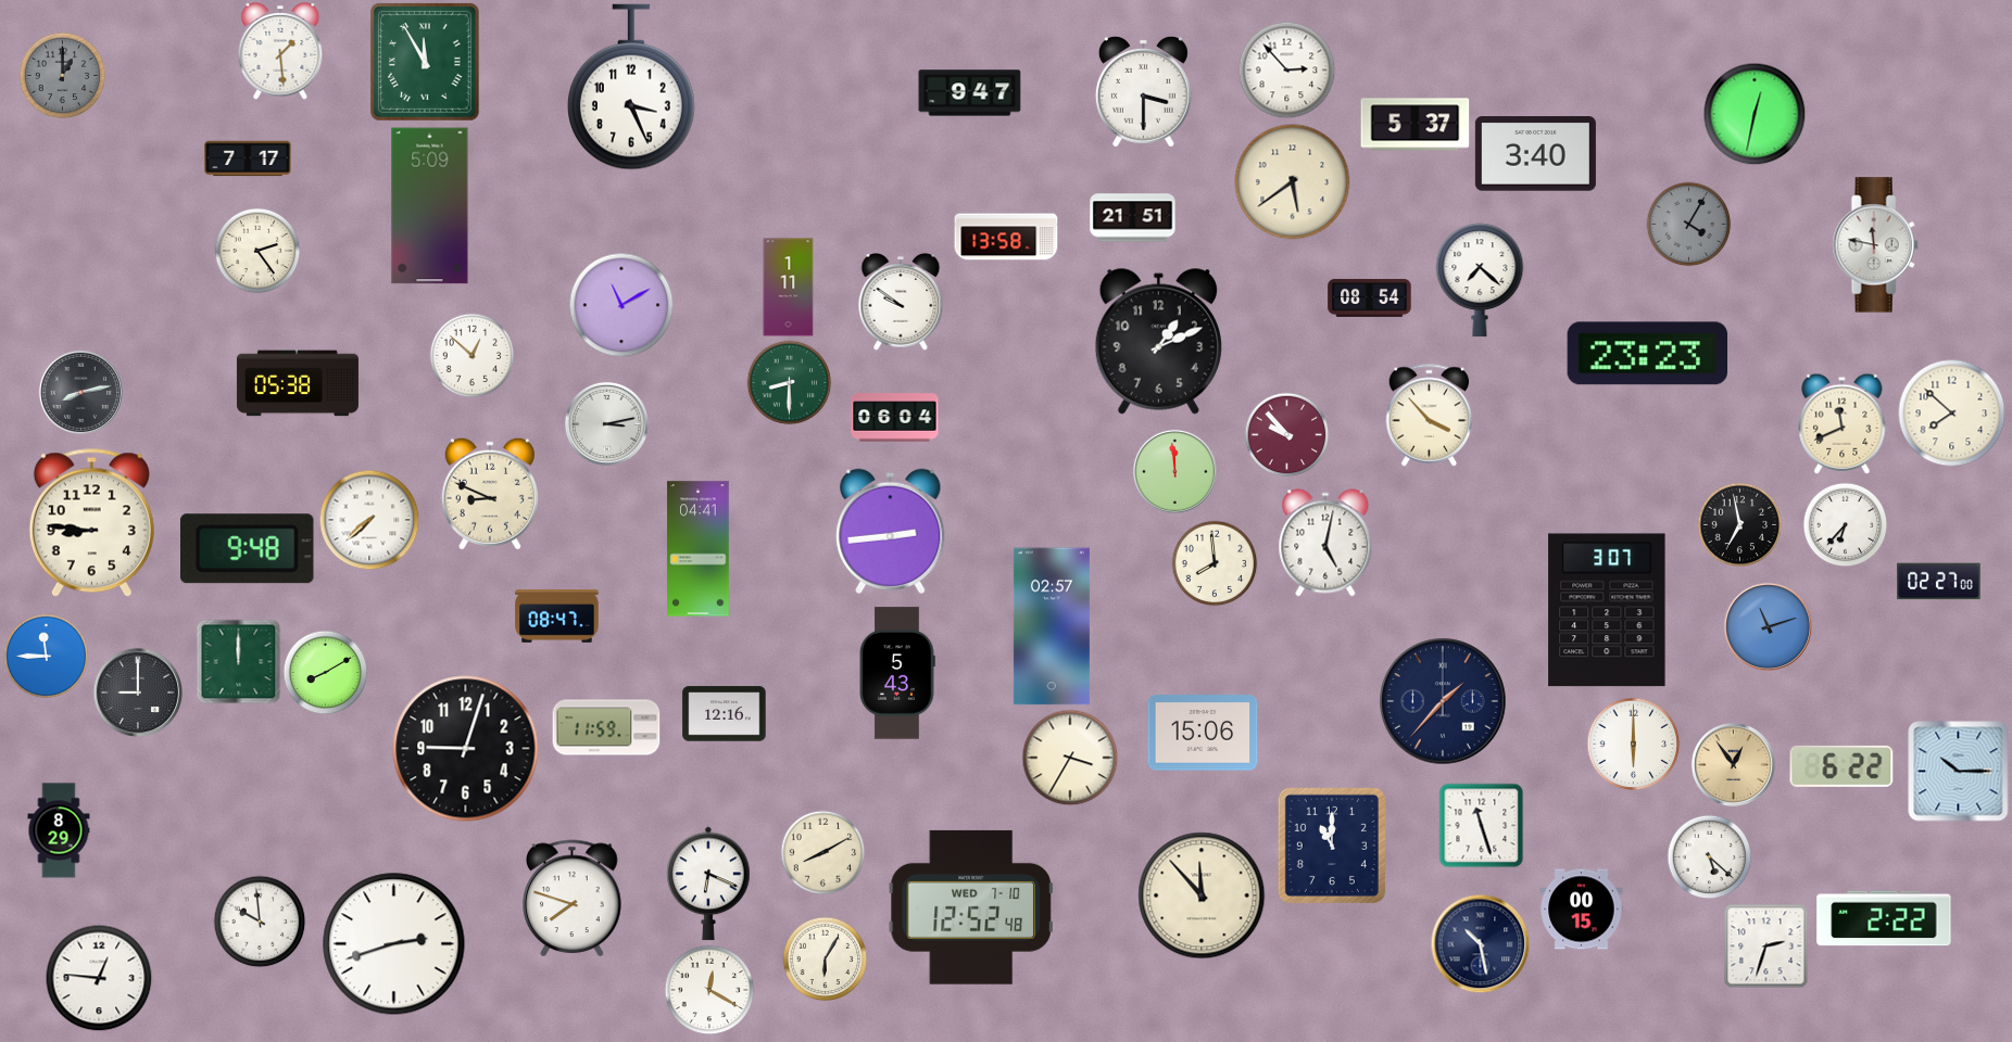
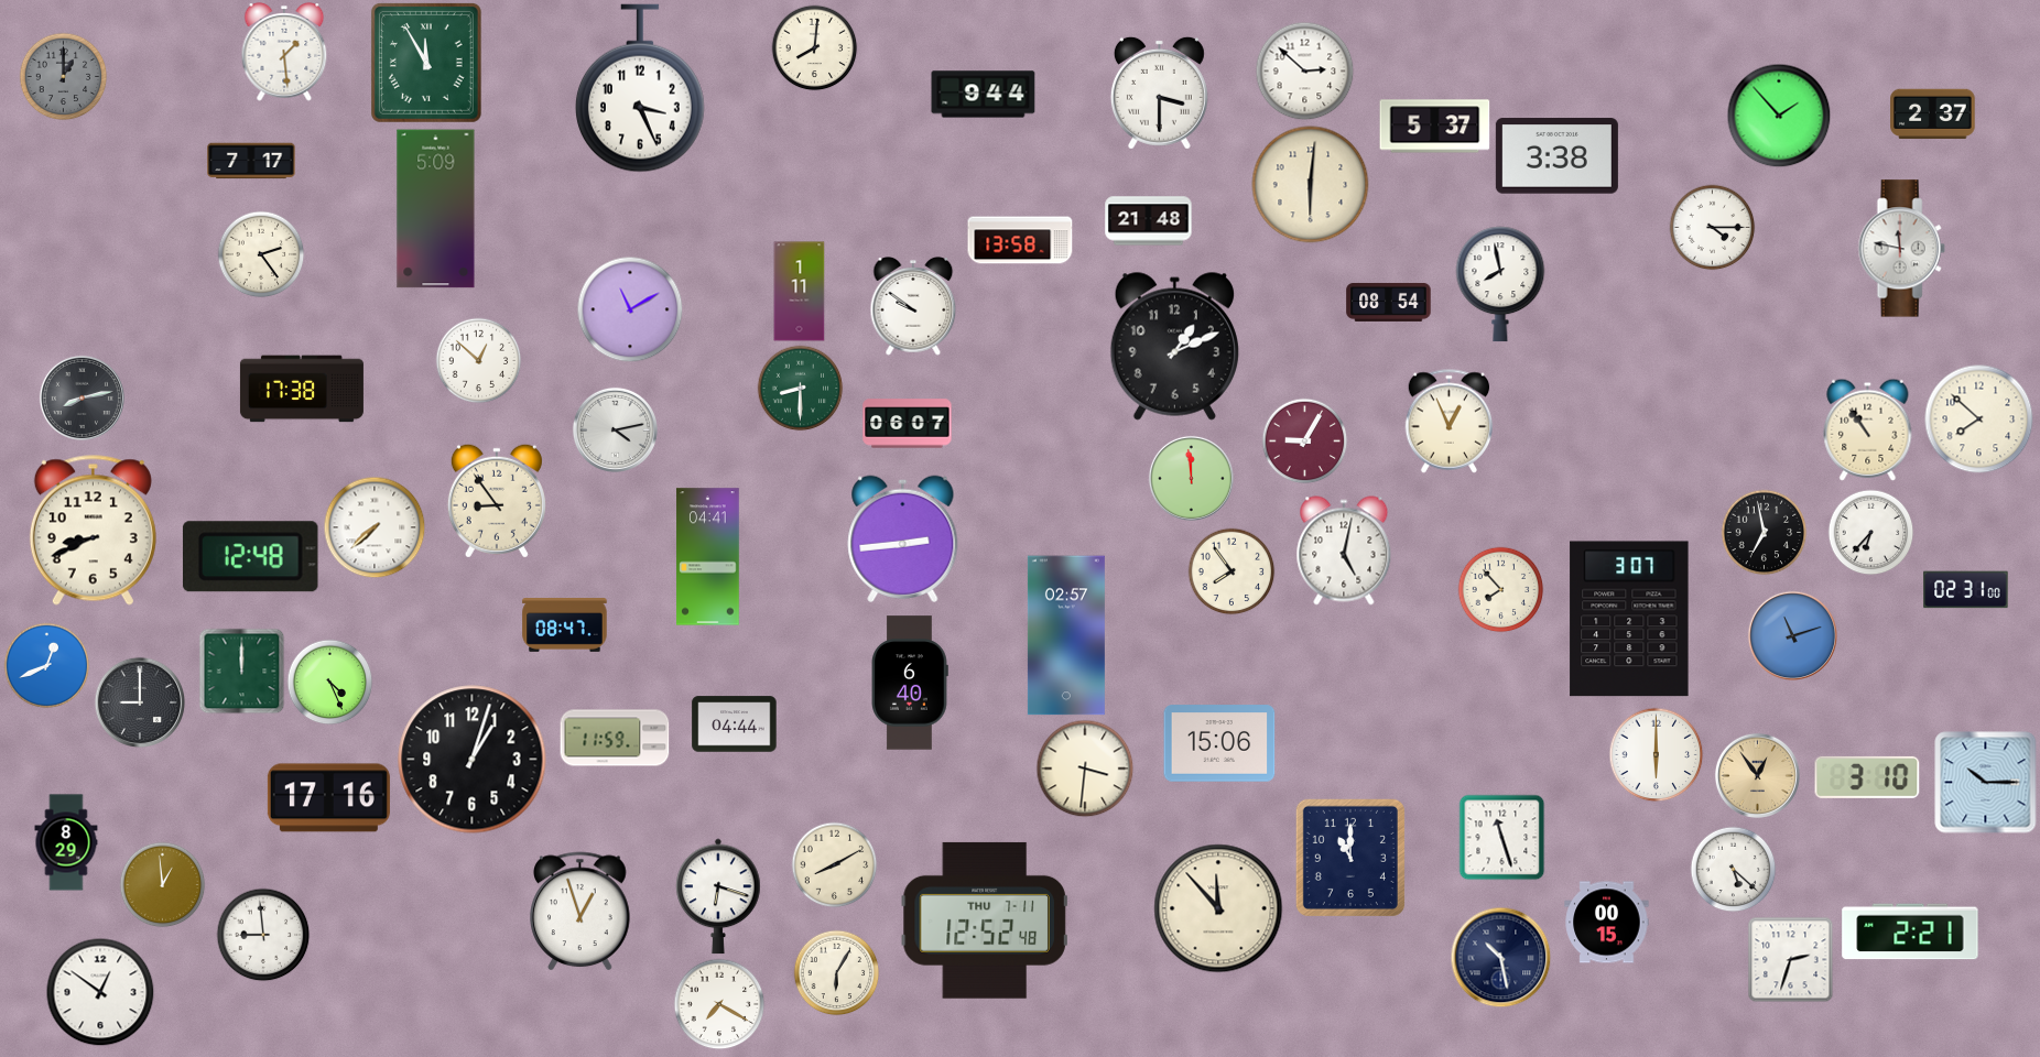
clock at (814, 47): none -> 8:01
clock at (425, 62) position: (425, 62) -> (426, 63)
clock at (1286, 69): 2:53 -> 2:52
clock at (970, 93): 9:47 -> 9:44
clock at (1933, 115): none -> 2:37
clock at (1755, 114): 12:32 -> 1:53
clock at (1535, 154): 3:40 -> 3:38
clock at (1293, 182): 5:39 -> 6:01
clock at (1133, 218): 21:51 -> 21:48
clock at (1688, 224): 4:05 -> 4:15
clock at (1688, 224) dial: grey -> white
clock at (1480, 280): 7:22 -> 7:58
clock at (1648, 354): 23:23 -> none
clock at (298, 383): 05:38 -> 17:38
clock at (1430, 416): 3:53 -> 12:56
clock at (895, 418): 06:04 -> 06:07
clock at (606, 423): 3:13 -> 4:13
clock at (1843, 423): 11:41 -> 10:54
clock at (1286, 434): 9:53 -> 9:05
clock at (490, 494): 8:49 -> 8:54
clock at (91, 522): 8:46 -> 8:41
clock at (248, 549): 9:48 -> 12:48
clock at (1215, 563): 7:59 -> 7:54
clock at (1500, 589): none -> 7:53
clock at (1939, 582): 02:27 -> 02:31
clock at (46, 656): 11:45 -> 12:41
clock at (325, 672): 8:10 -> 4:26
clock at (897, 673): 5:43 -> 6:40
clock at (1443, 701): 1:37 -> none
clock at (725, 714): 12:16 -> 04:44
clock at (466, 749): 9:03 -> 1:03
clock at (1070, 758): 3:35 -> 3:31
clock at (1841, 766): 6:22 -> 3:10
clock at (328, 798): none -> 17:16
clock at (59, 830) position: (59, 830) -> (66, 842)
clock at (162, 884): none -> 12:59
clock at (708, 884): 6:19 -> 6:18
clock at (573, 898): 7:48 -> 12:57
clock at (971, 907) date: WED 7-10 -> THU 7-11
clock at (1582, 910) position: (1582, 910) -> (1607, 923)
clock at (1884, 918): 2:22 -> 2:21
clock at (260, 922): 9:59 -> 8:59
clock at (394, 944): 2:42 -> none
clock at (99, 978): 12:46 -> 12:51
clock at (709, 990): 12:20 -> 7:20
